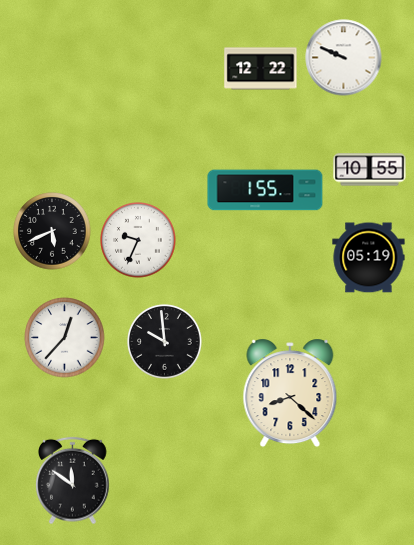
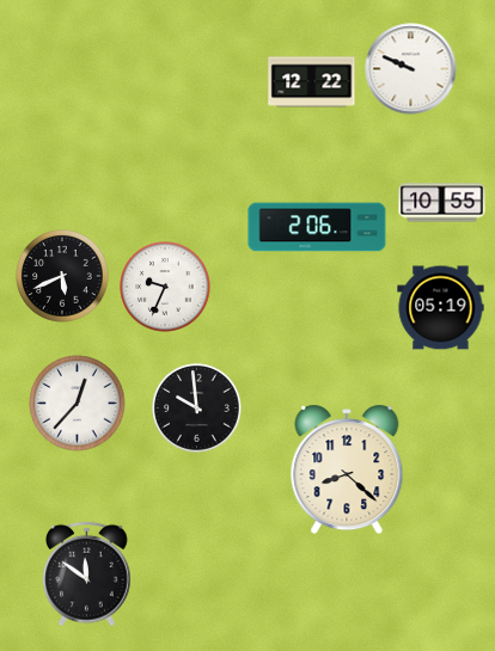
clock at (265, 190): 1:55 -> 2:06
